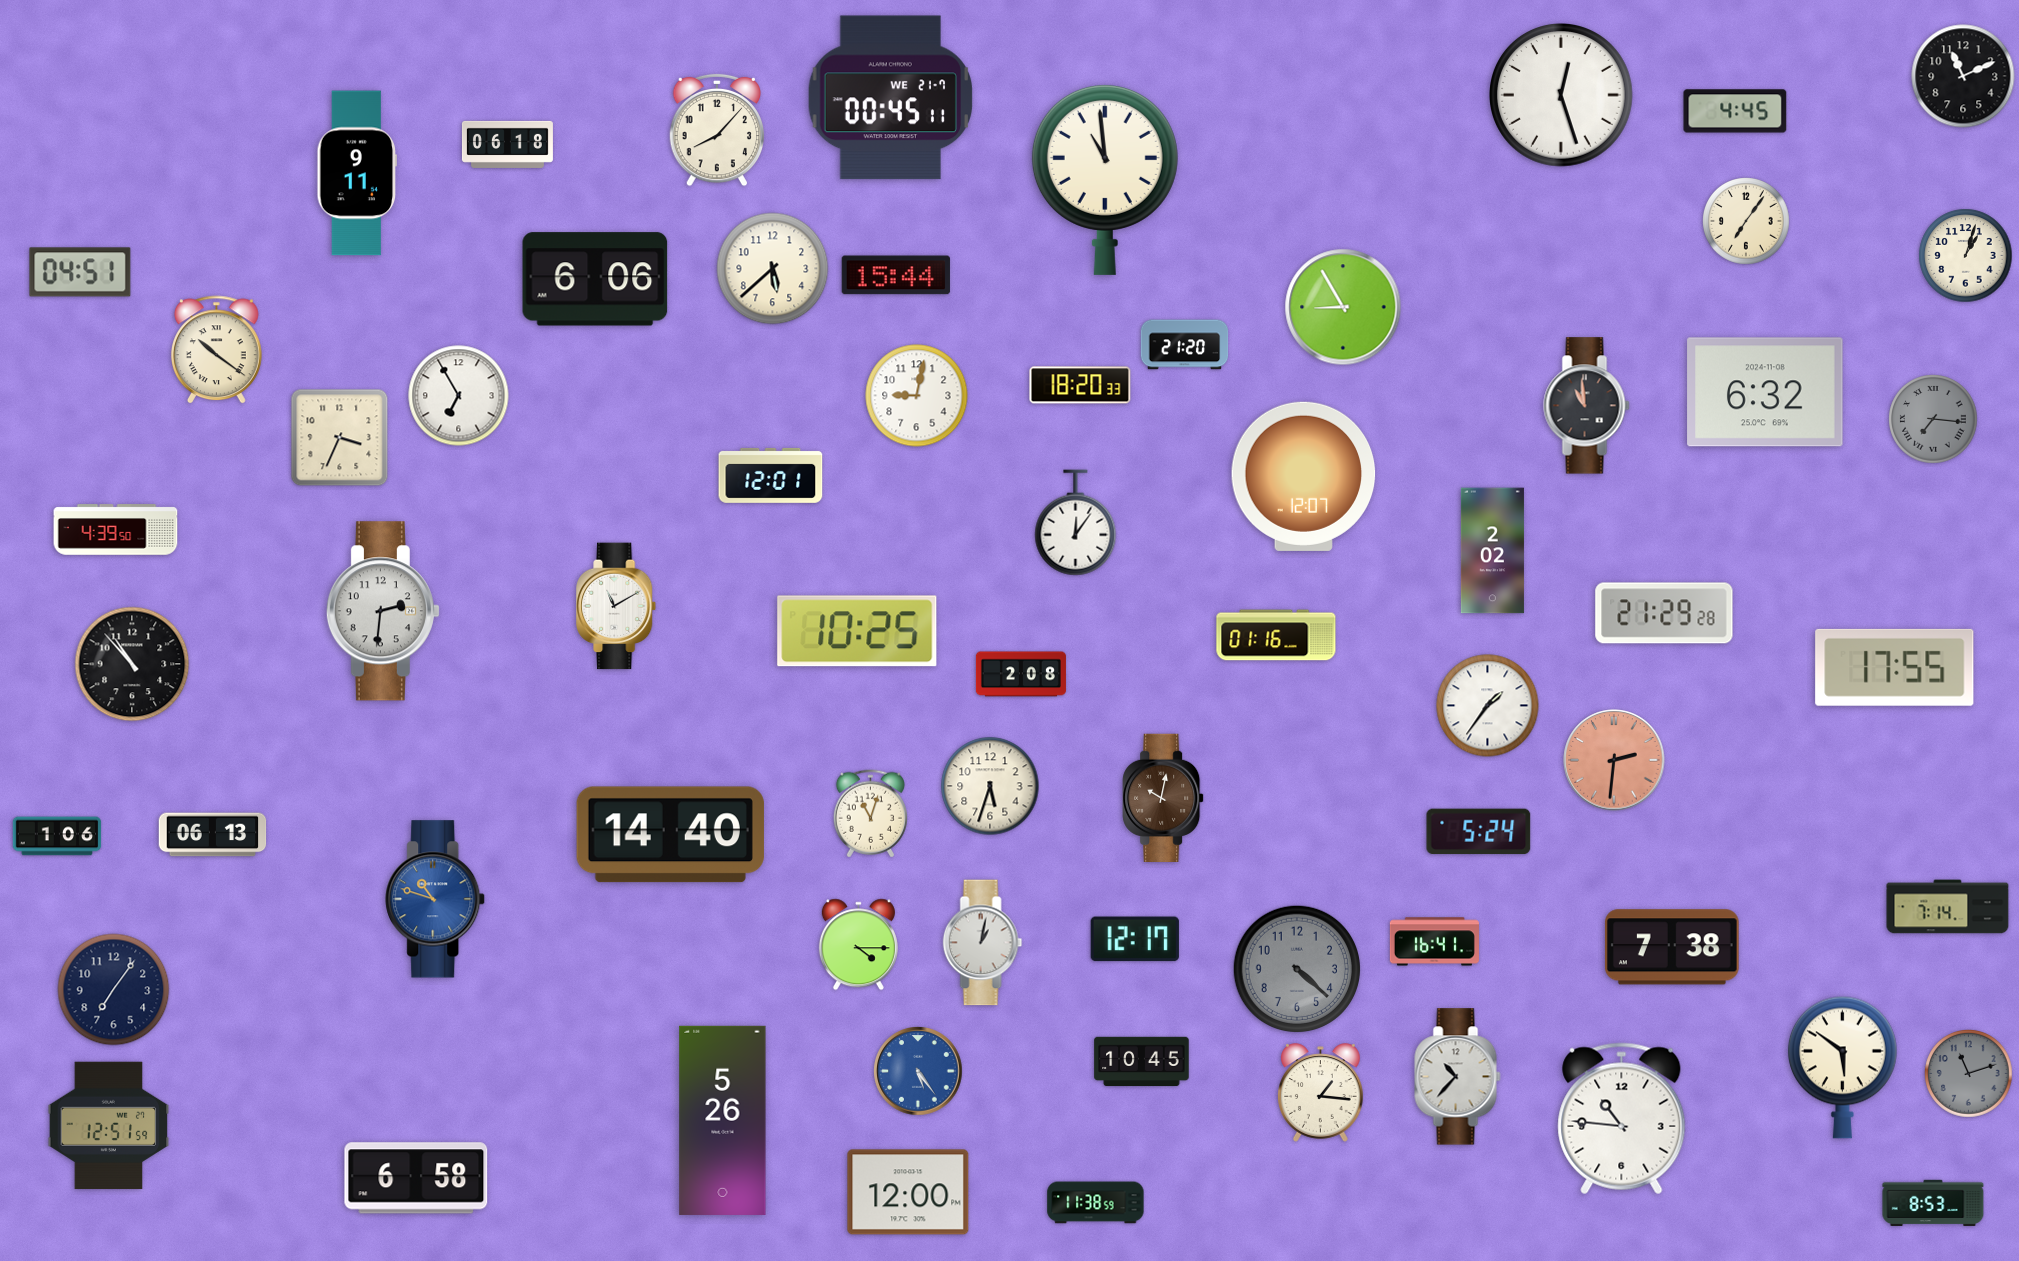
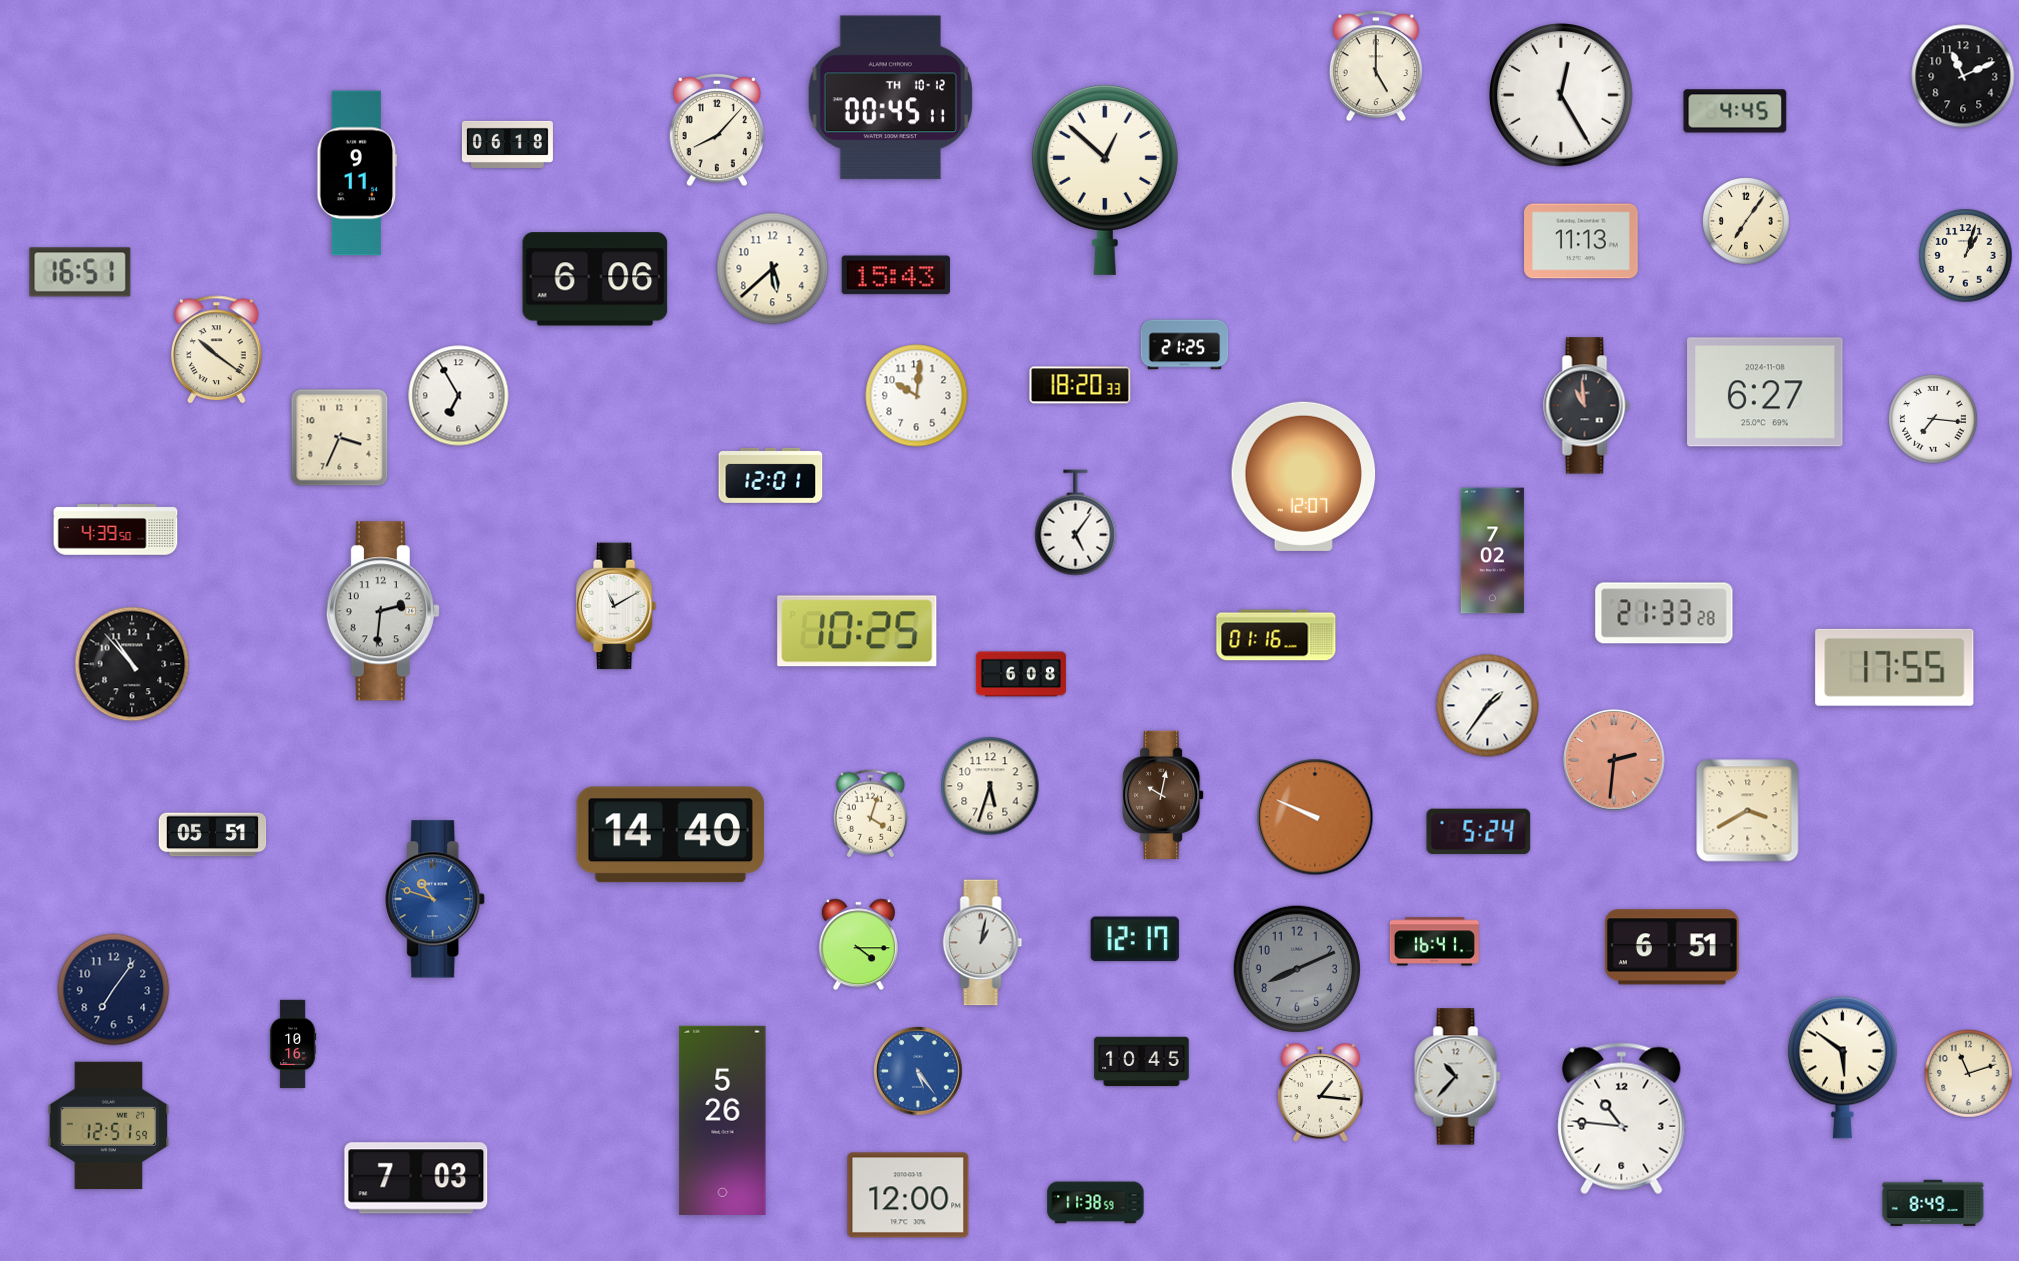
clock at (1376, 66): none -> 5:00
clock at (1562, 96): 12:27 -> 12:25
clock at (890, 98) date: WE 21-7 -> TH 10-12
clock at (1105, 179): 10:59 -> 12:52
clock at (1581, 241): none -> 11:13
clock at (80, 272): 04:51 -> 16:51
clock at (896, 275): 15:44 -> 15:43
clock at (1343, 307): 8:55 -> none
clock at (1185, 345): 21:20 -> 21:25
clock at (1765, 392): 6:32 -> 6:27
clock at (917, 396): 9:02 -> 10:01
clock at (1933, 419) dial: grey -> white
clock at (1076, 523): 12:06 -> 5:06
clock at (1492, 551): 2:02 -> 7:02
clock at (1664, 613): 21:29 -> 21:33
clock at (1021, 674): 2:08 -> 6:08
clock at (1163, 797) position: (1163, 797) -> (1163, 794)
clock at (1748, 811): none -> 3:40
clock at (870, 814): 11:03 -> 4:03
clock at (1315, 817): none -> 9:49
clock at (213, 835): 06:13 -> 05:51
clock at (57, 836): 1:06 -> none
clock at (1948, 907): 7:14 -> none
clock at (1672, 947): 7:38 -> 6:51
clock at (1296, 968): 4:22 -> 8:11
clock at (293, 1044): none -> 10:16
clock at (1969, 1074) dial: grey -> cream
clock at (416, 1178): 6:58 -> 7:03
clock at (908, 1192) position: (908, 1192) -> (908, 1195)
clock at (1933, 1202): 8:53 -> 8:49
